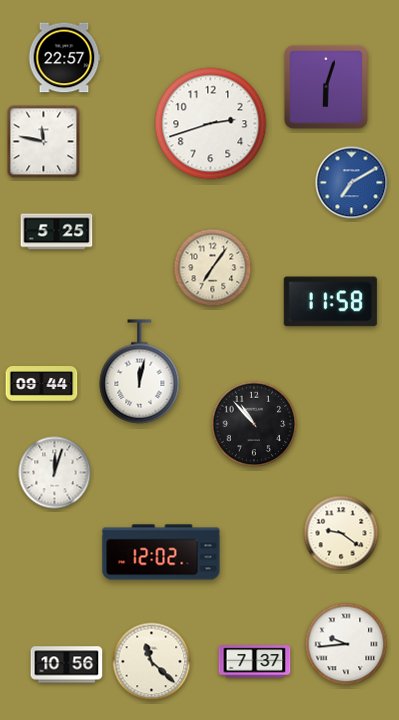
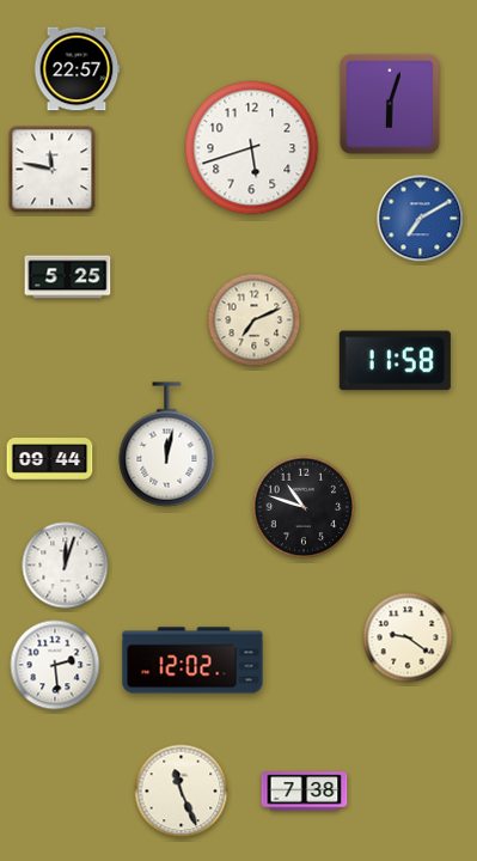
clock at (211, 124): 2:42 -> 5:42
clock at (213, 268): 7:06 -> 7:11
clock at (254, 424): 10:53 -> 10:48
clock at (55, 665): none -> 2:29
clock at (346, 644): 9:44 -> none
clock at (152, 662): 11:22 -> 11:26
clock at (255, 662): 7:37 -> 7:38
clock at (67, 665): 10:56 -> none
